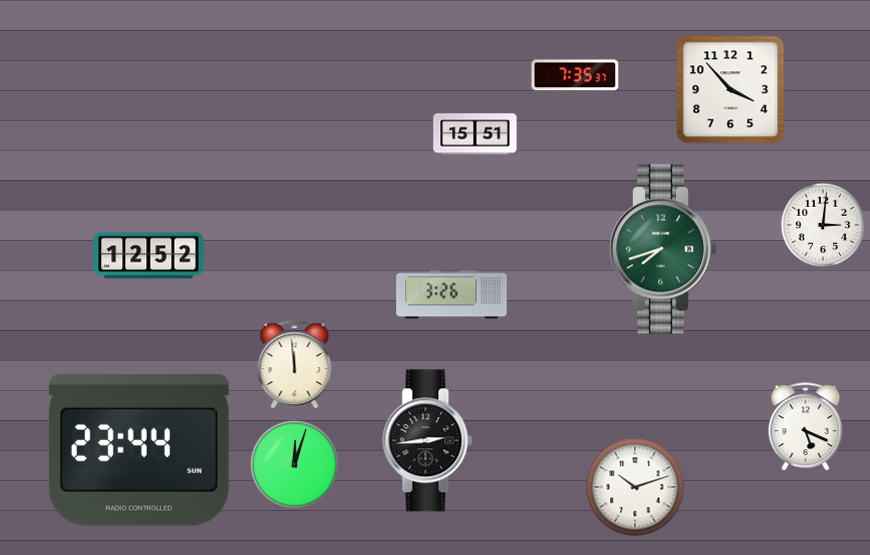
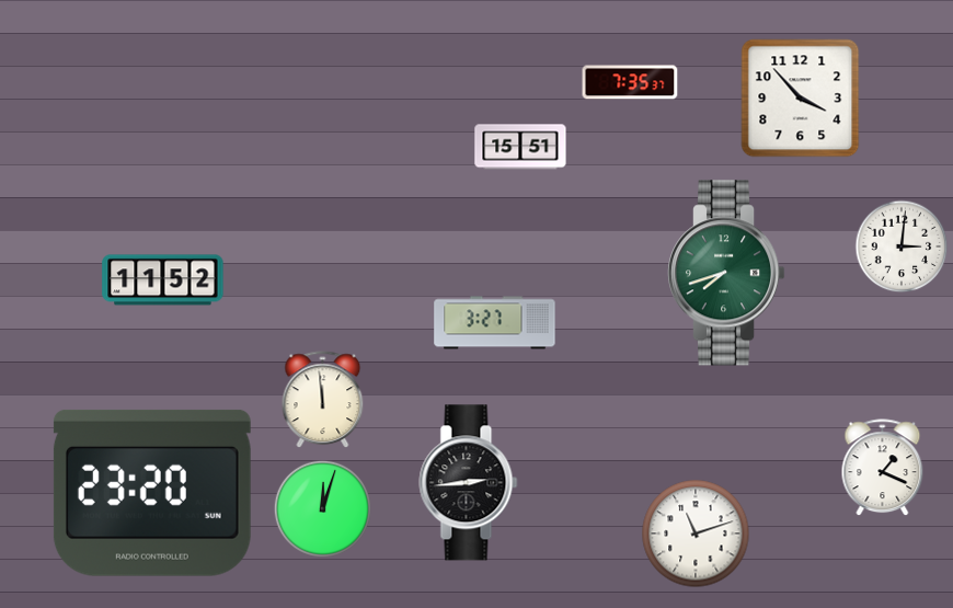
clock at (149, 256): 12:52 -> 11:52
clock at (452, 295): 3:26 -> 3:27
clock at (806, 427): 5:19 -> 1:19
clock at (139, 450): 23:44 -> 23:20
clock at (635, 487): 10:12 -> 11:12
